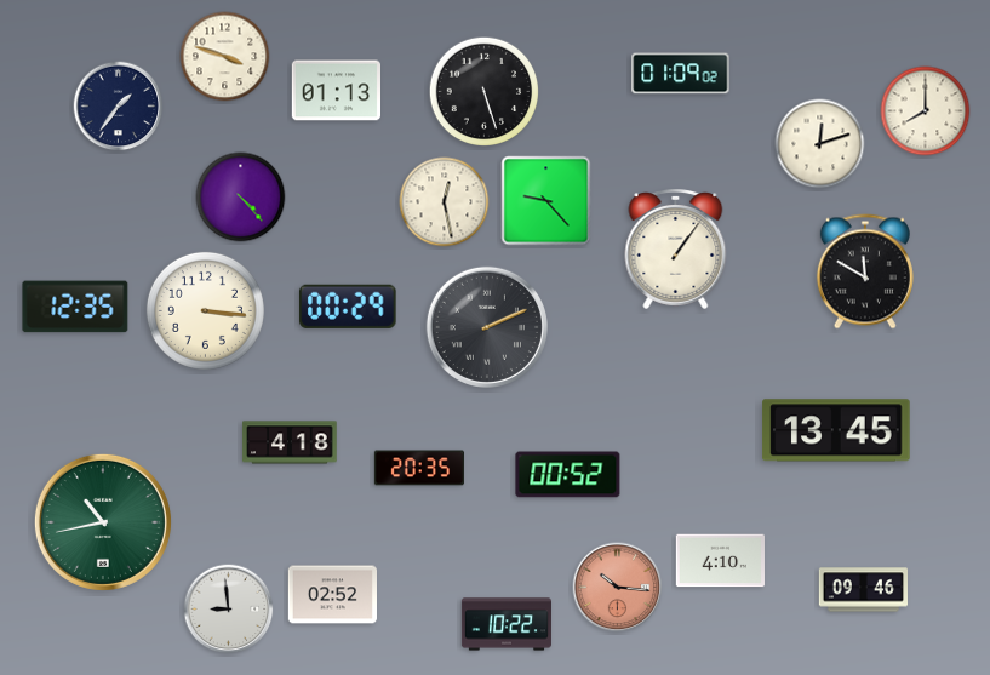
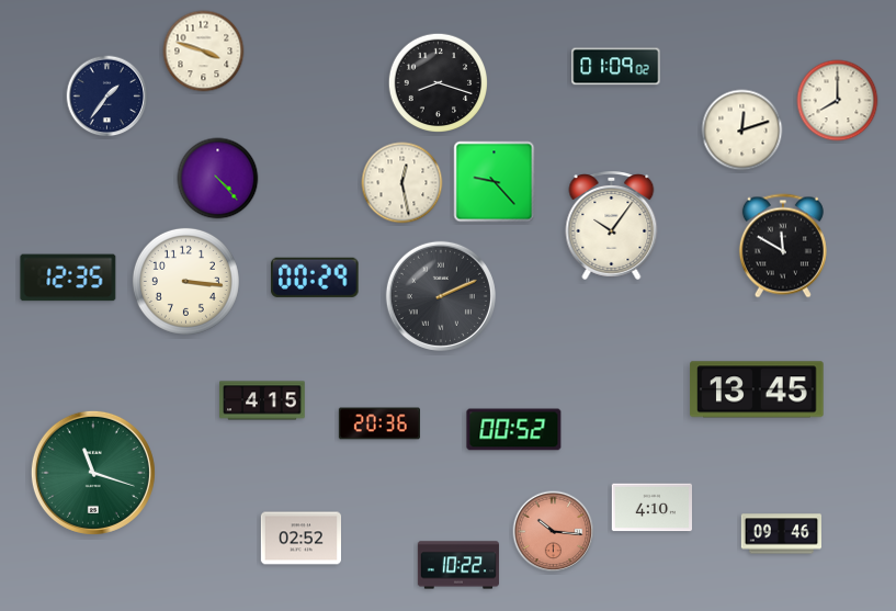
clock at (336, 91): 01:13 -> none
clock at (483, 91): 5:27 -> 8:18
clock at (676, 250): 1:06 -> 10:06
clock at (290, 442): 4:18 -> 4:15
clock at (419, 468): 20:35 -> 20:36
clock at (103, 522): 10:43 -> 11:18
clock at (618, 588) position: (618, 588) -> (554, 532)
clock at (229, 610): 8:59 -> none
